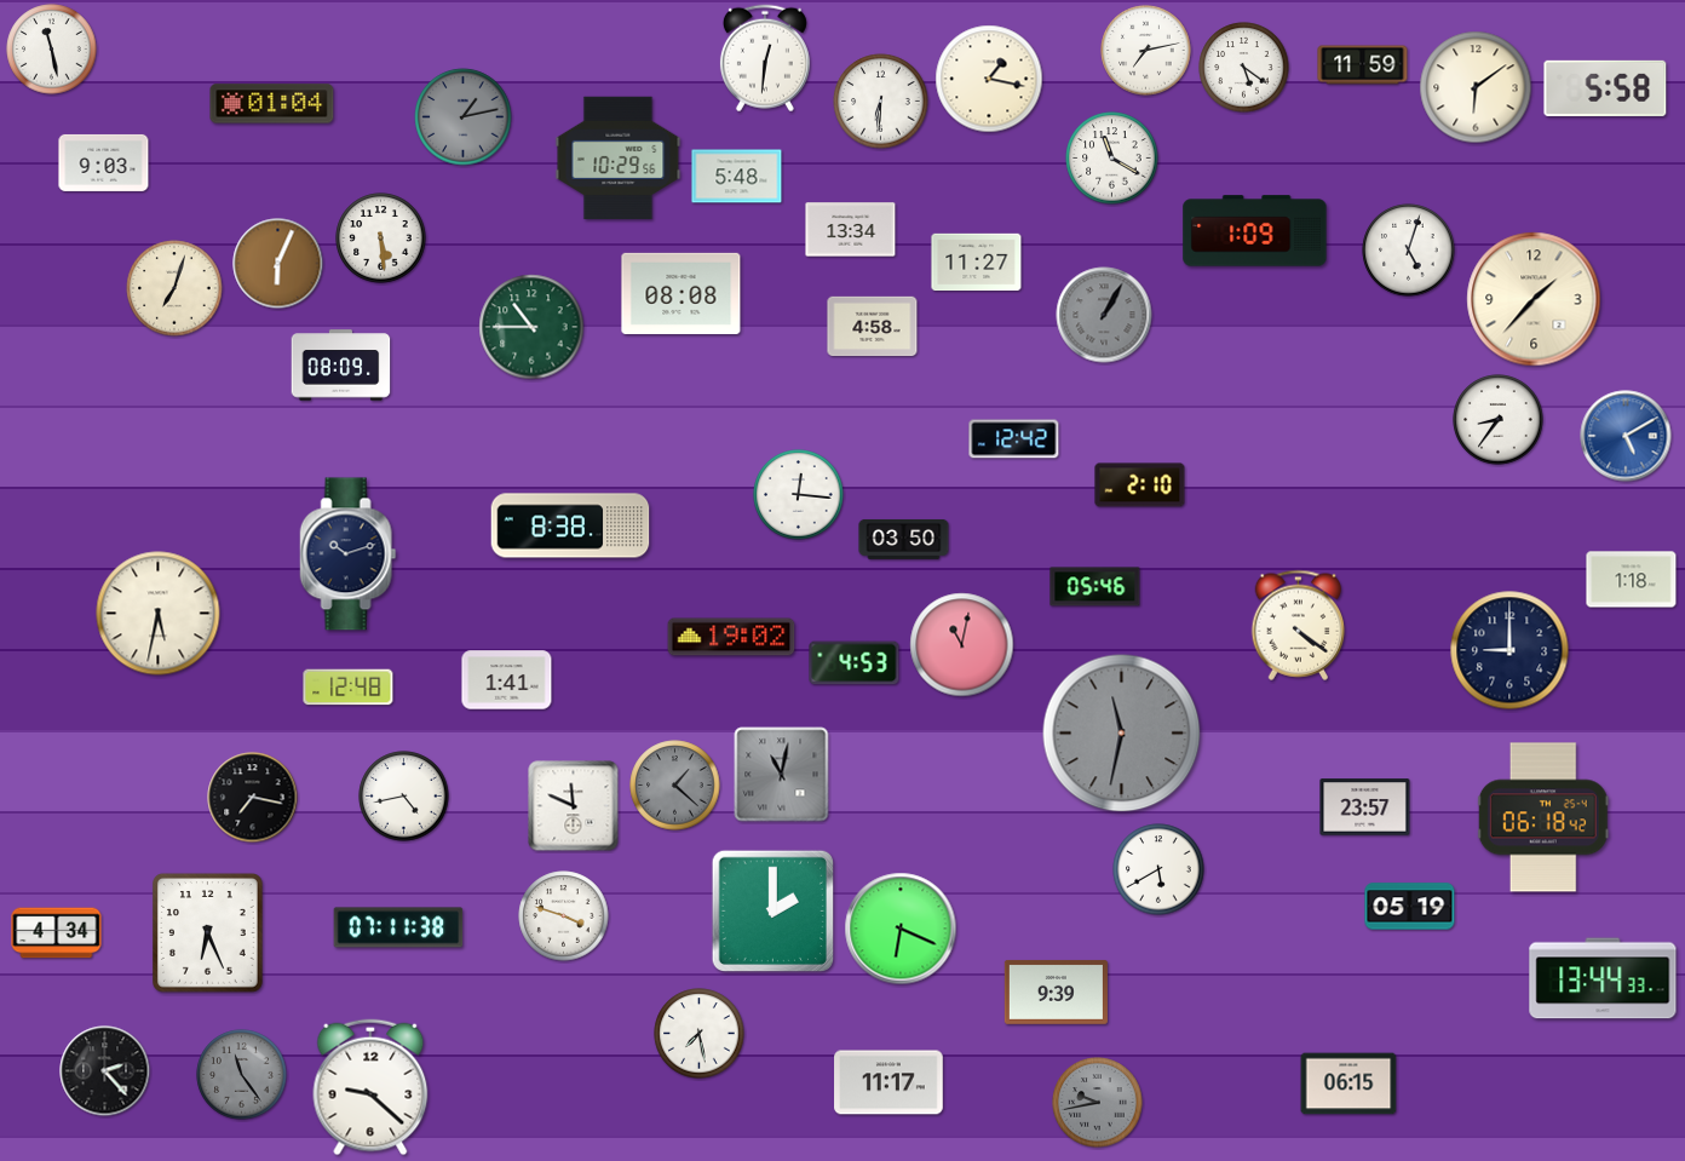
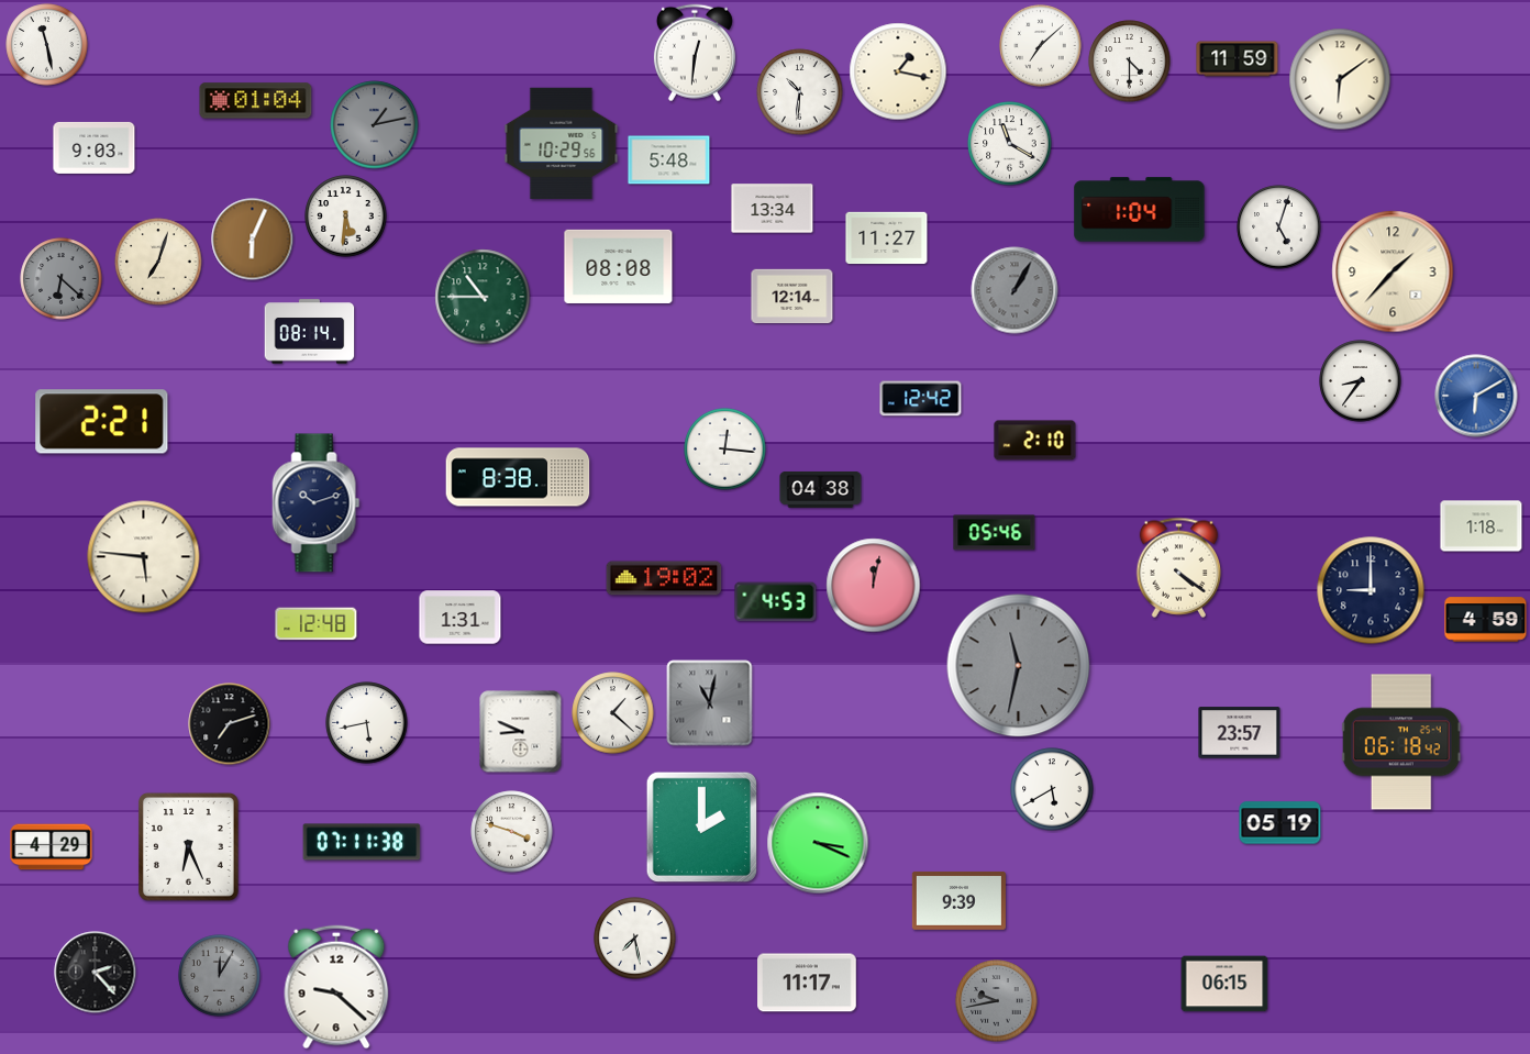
clock at (1146, 51): 7:13 -> 7:08
clock at (1244, 68): 5:21 -> 4:30
clock at (1605, 88): 5:58 -> none
clock at (881, 102): 6:31 -> 10:31
clock at (272, 104) position: (272, 104) -> (256, 101)
clock at (464, 117) position: (464, 117) -> (375, 125)
clock at (1255, 231): 1:09 -> 1:04
clock at (381, 238): 5:29 -> 5:31
clock at (62, 279): none -> 6:22
clock at (1104, 315) position: (1104, 315) -> (1015, 290)
clock at (873, 327): 4:58 -> 12:14
clock at (341, 366): 08:09 -> 08:14
clock at (1626, 436): 5:10 -> 6:10
clock at (102, 422): none -> 2:21
clock at (904, 540): 03:50 -> 04:38
clock at (159, 614): 5:32 -> 5:46
clock at (962, 645): 11:02 -> 12:02
clock at (507, 680): 1:41 -> 1:31
clock at (1486, 620): none -> 4:59
clock at (675, 786) dial: grey -> white
clock at (404, 797): 4:43 -> 5:43
clock at (253, 798): 7:17 -> 7:12
clock at (574, 806): 11:49 -> 8:49
clock at (901, 929): 6:19 -> 3:19
clock at (57, 933): 4:34 -> 4:29
clock at (1603, 978): 13:44 -> none
clock at (242, 1075): 11:24 -> 12:05
